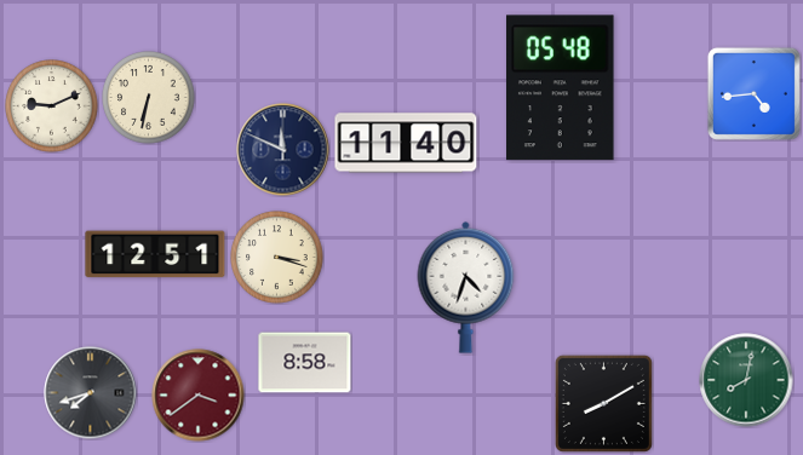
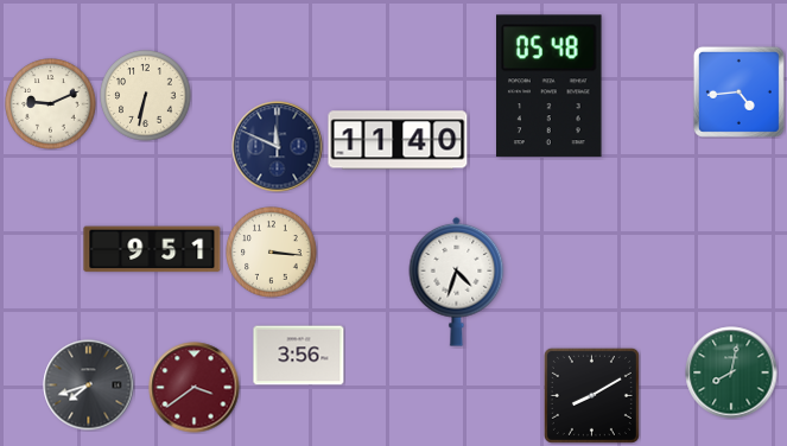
clock at (155, 254): 12:51 -> 9:51
clock at (277, 258): 3:18 -> 3:16
clock at (305, 363): 8:58 -> 3:56
